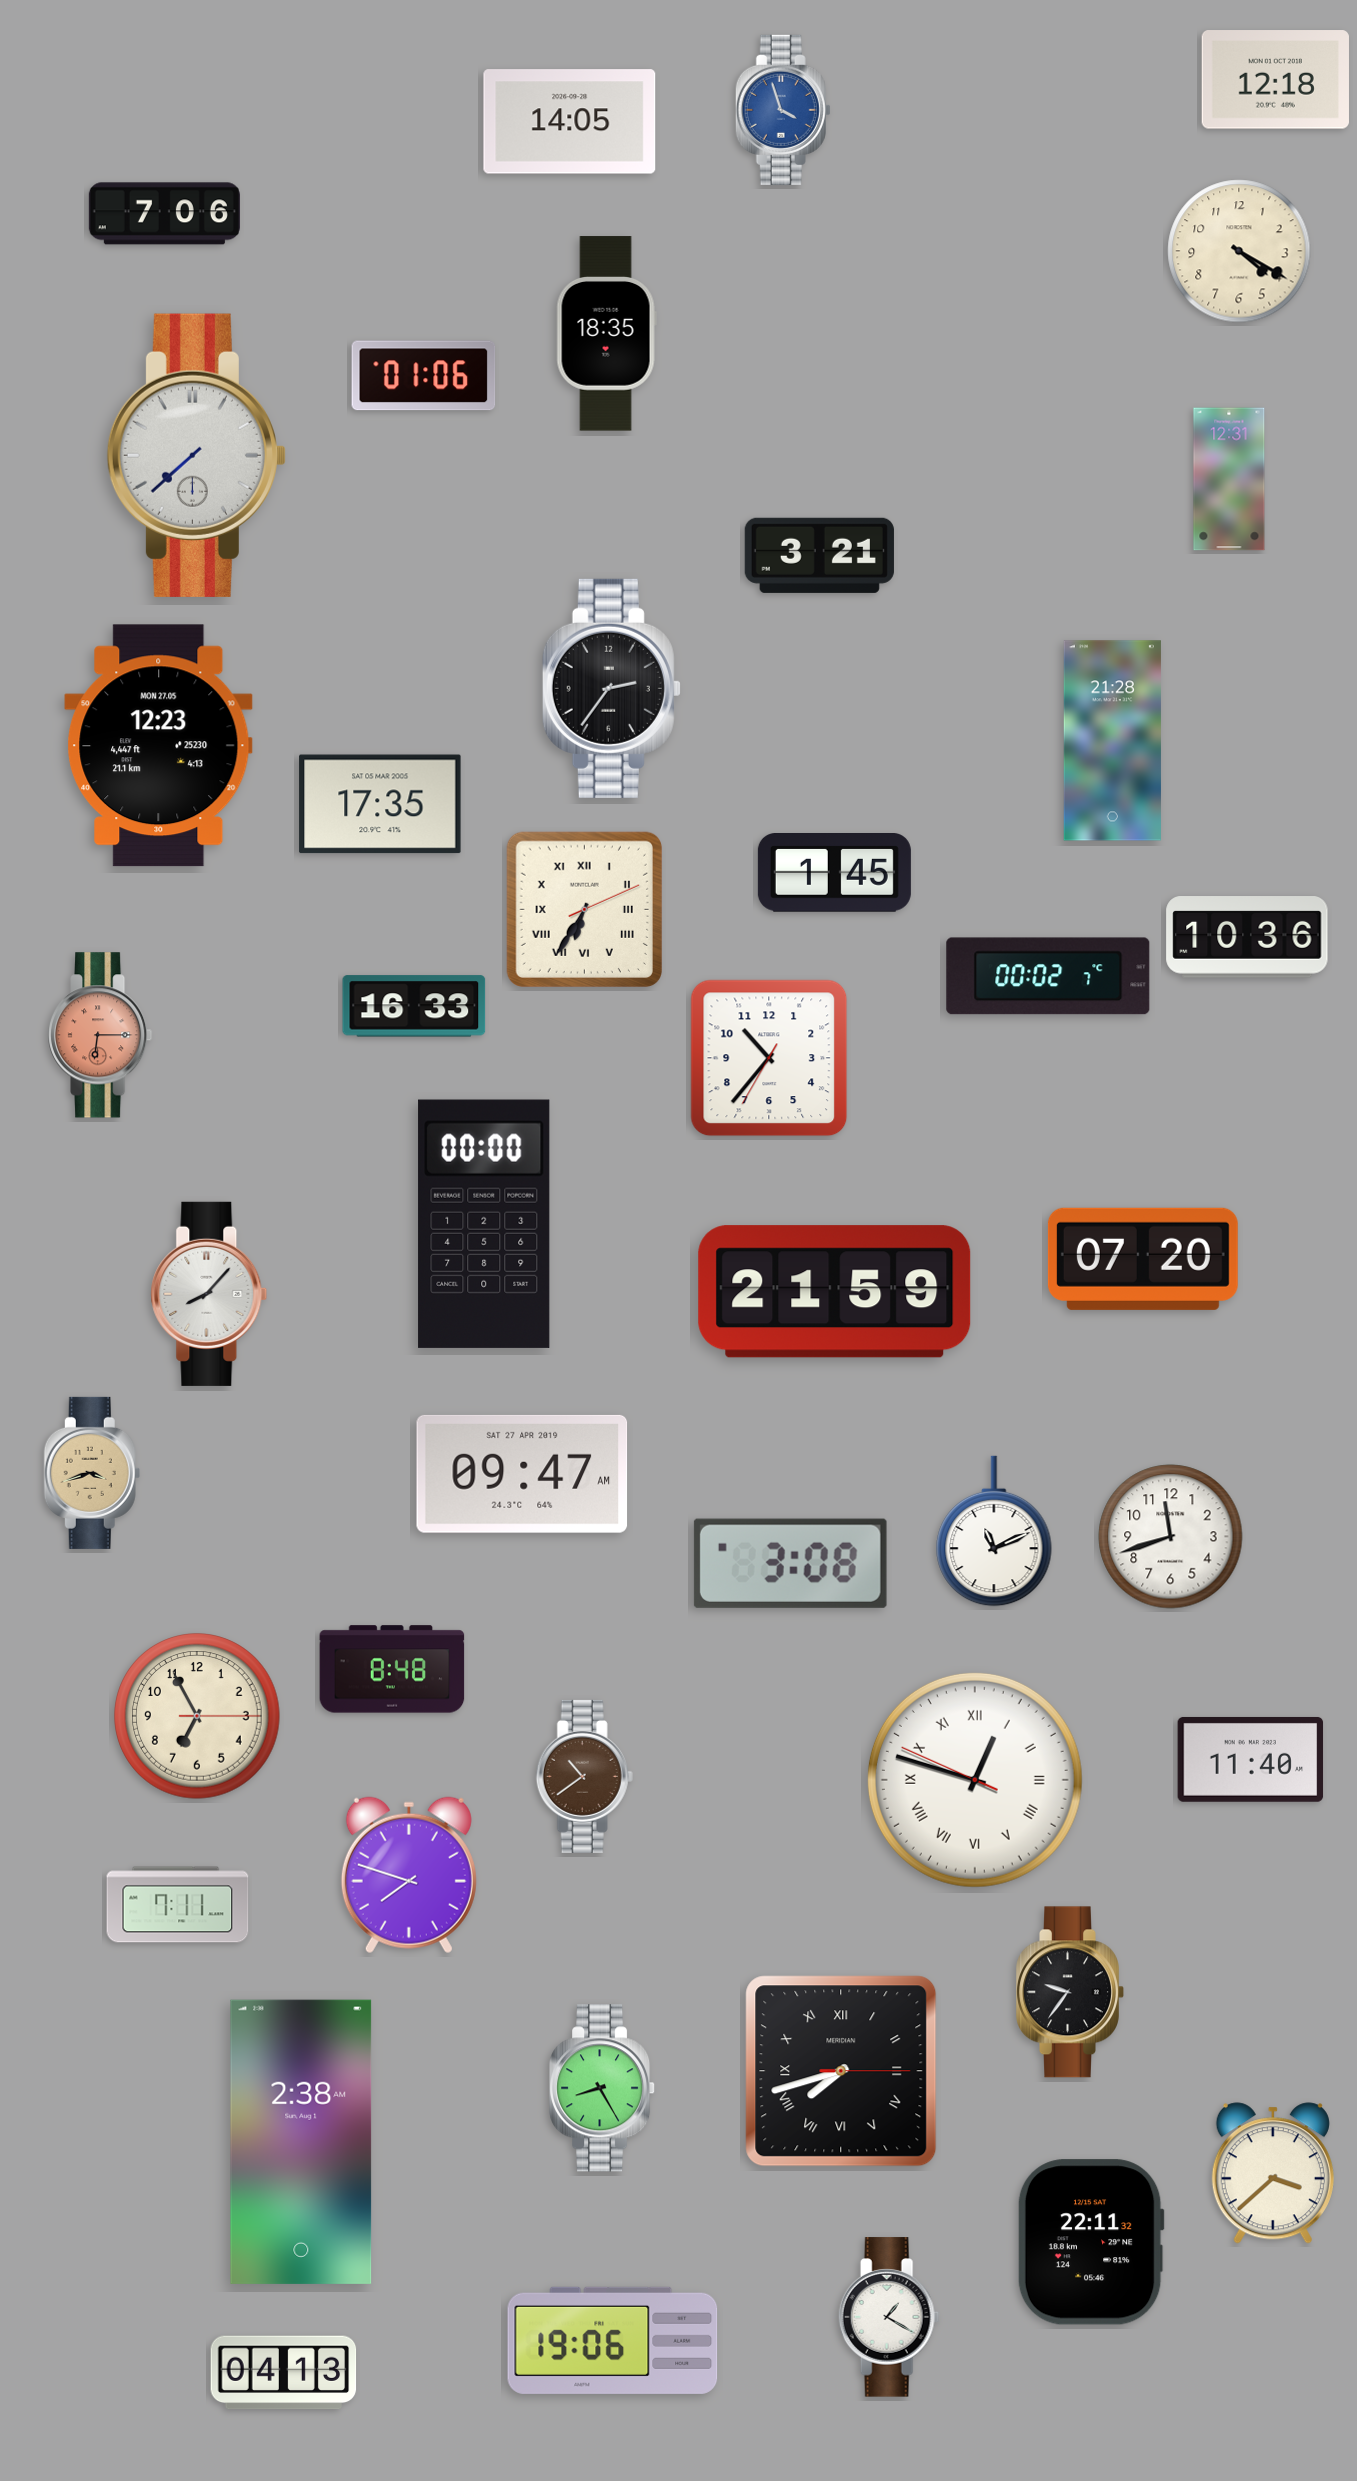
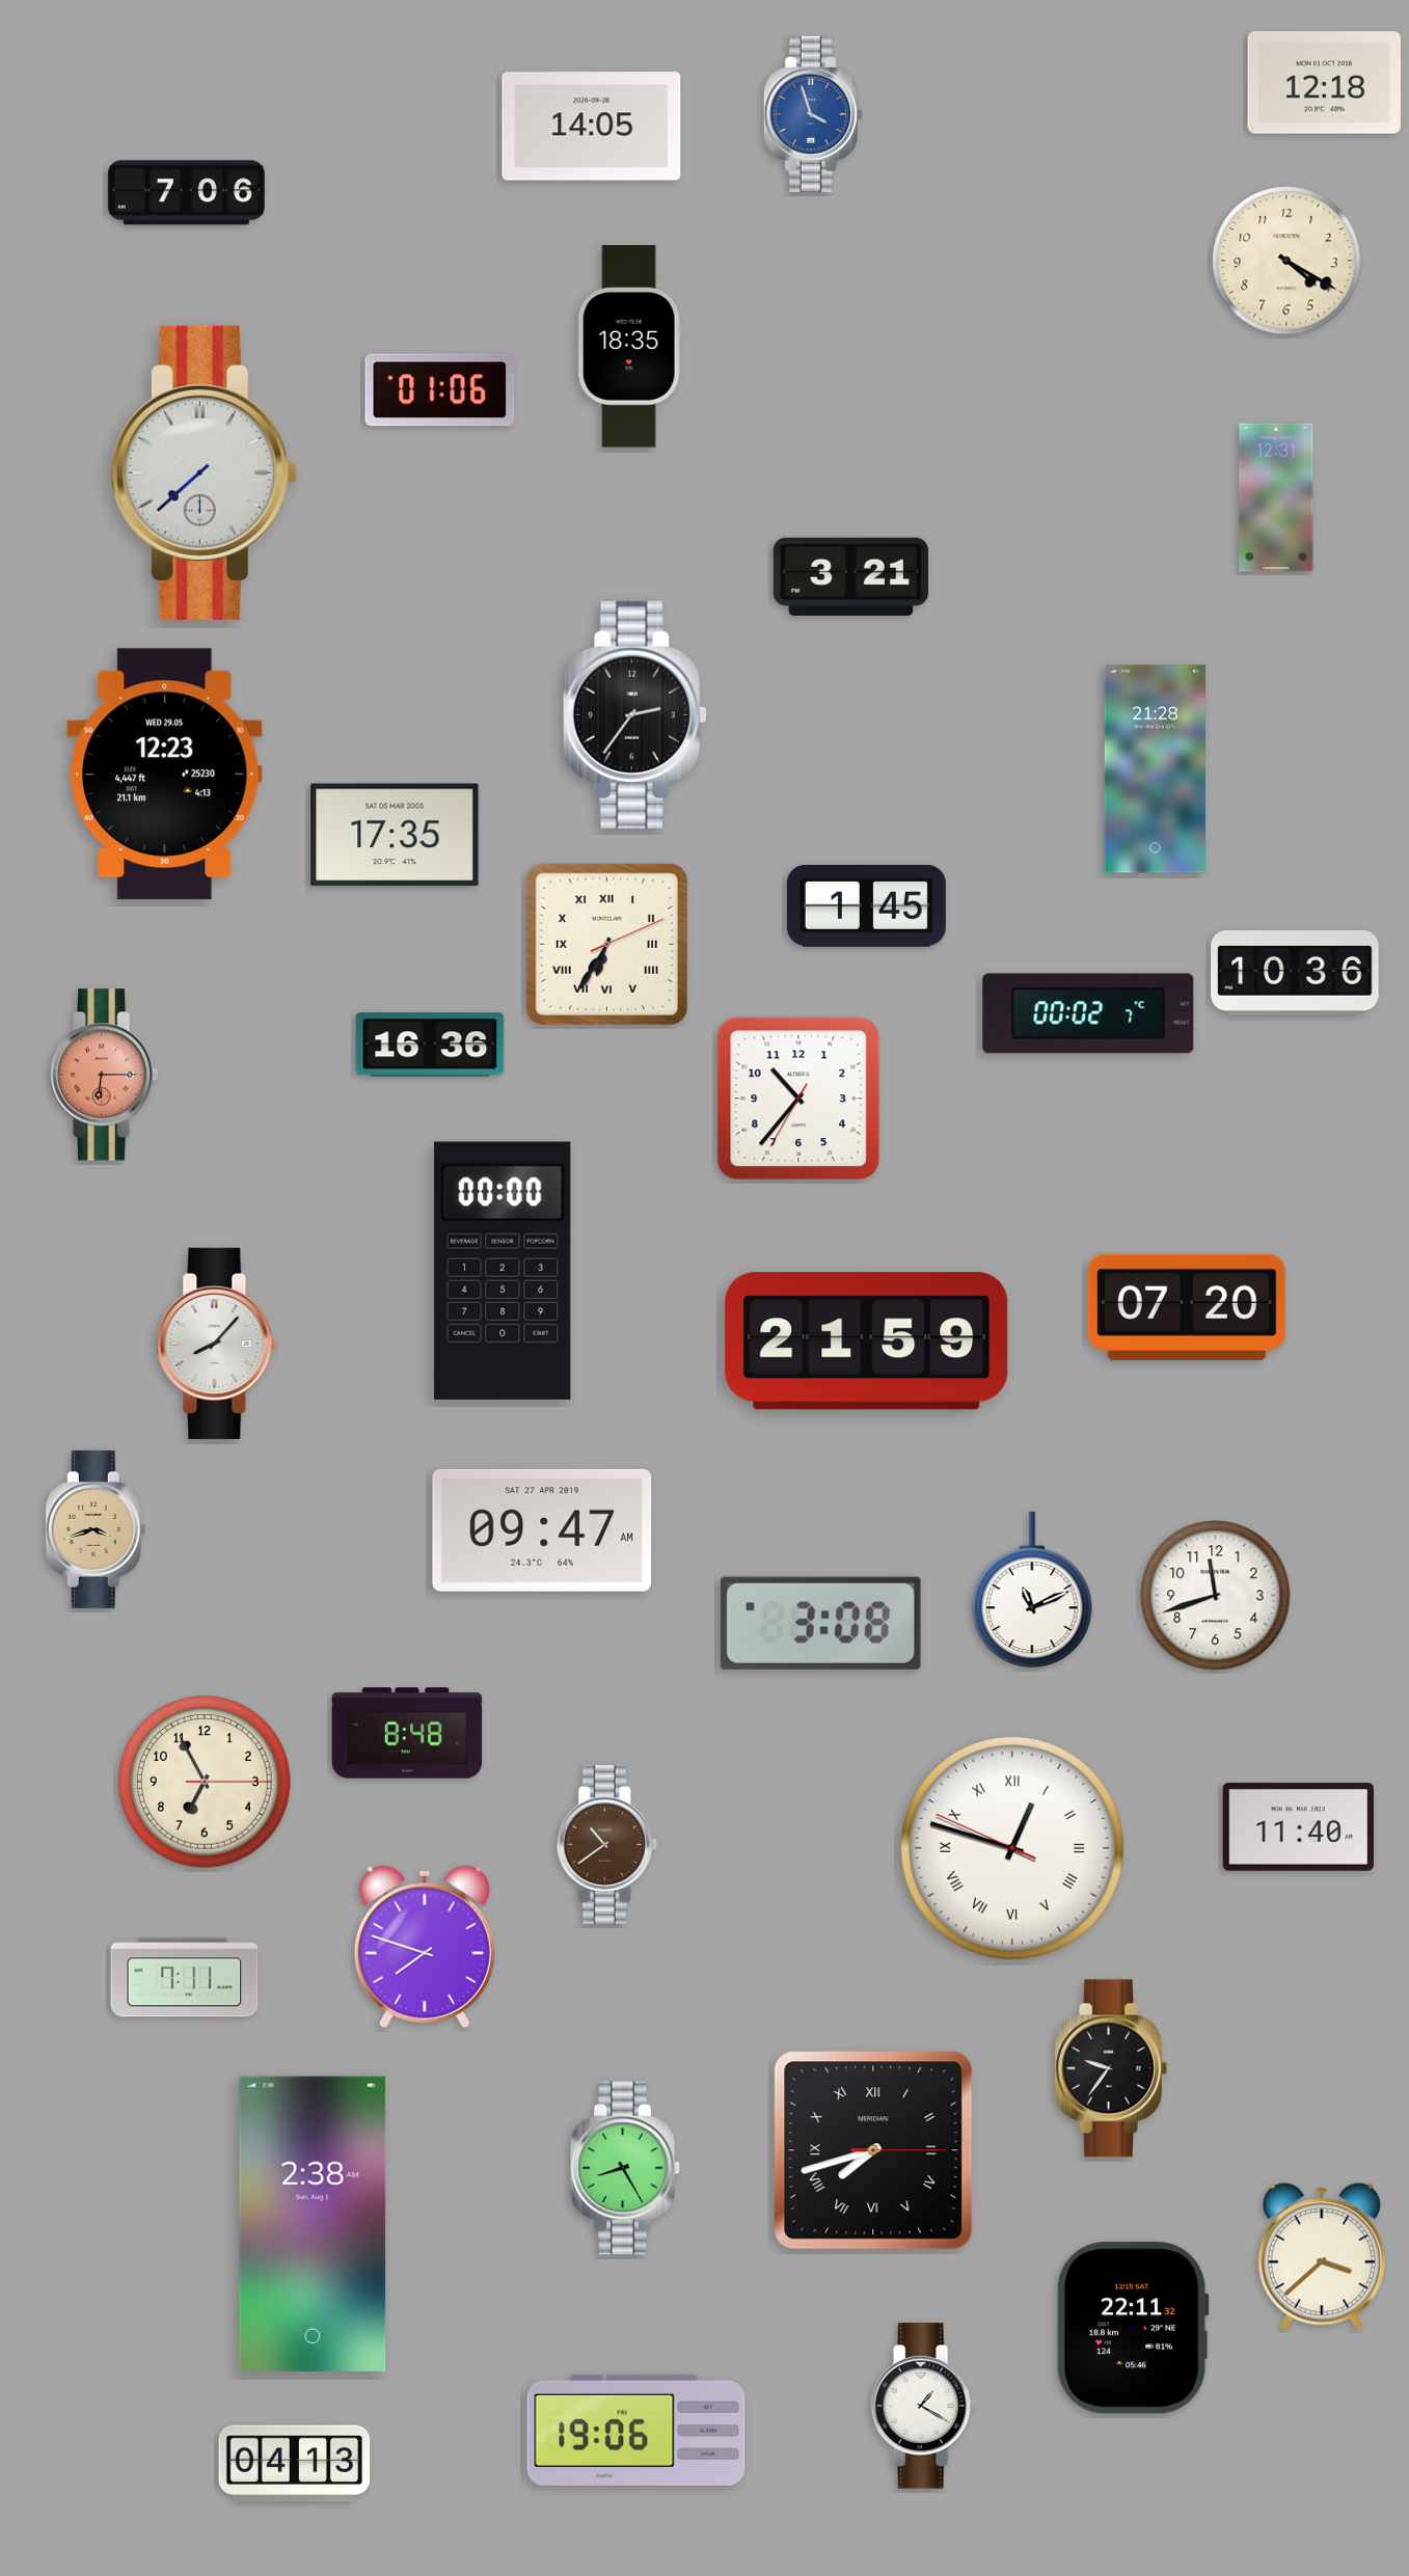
clock at (164, 214) position: (164, 214) -> (186, 193)
clock at (159, 746) date: MON 27.05 -> WED 29.05
clock at (414, 1006): 16:33 -> 16:36
